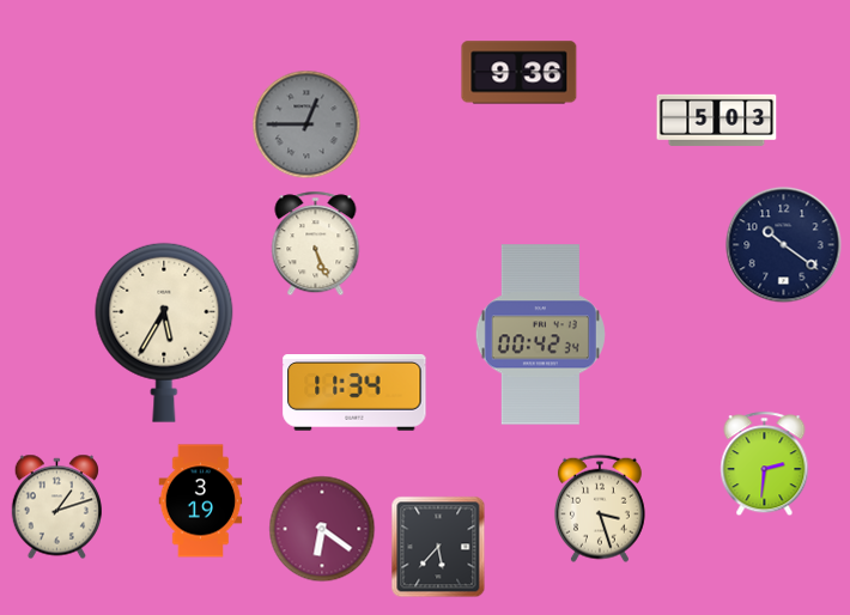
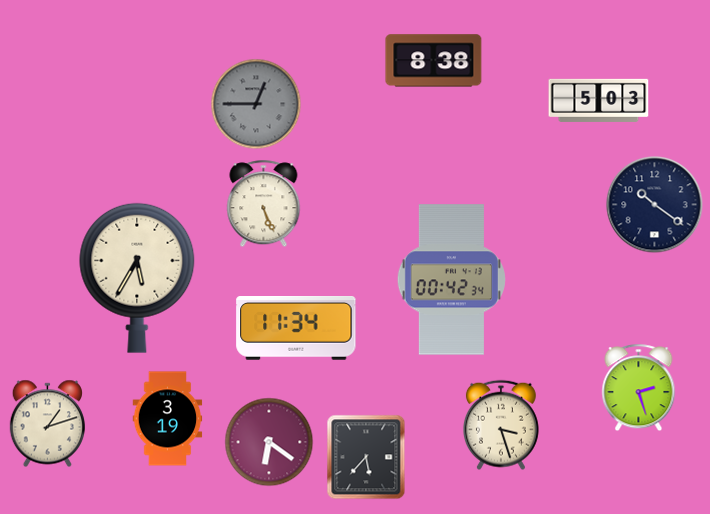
clock at (520, 73): 9:36 -> 8:38
clock at (765, 464): 2:31 -> 2:27
